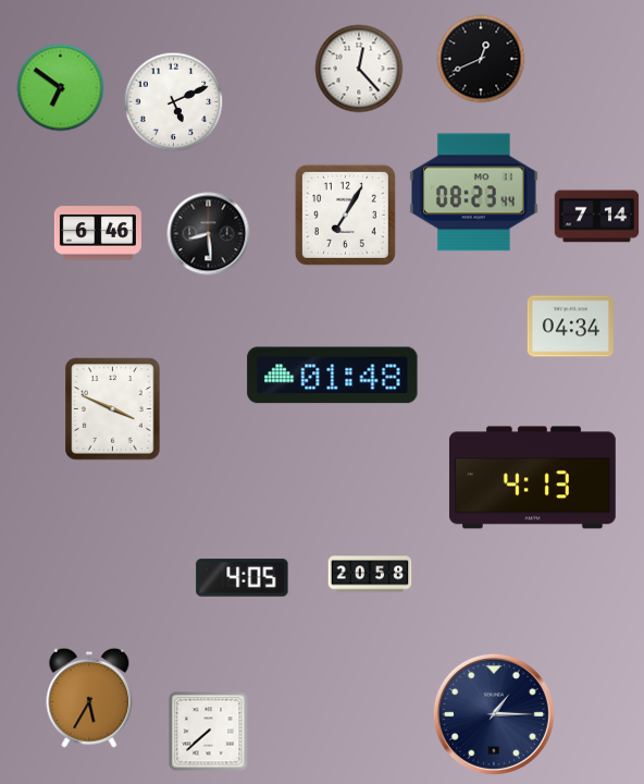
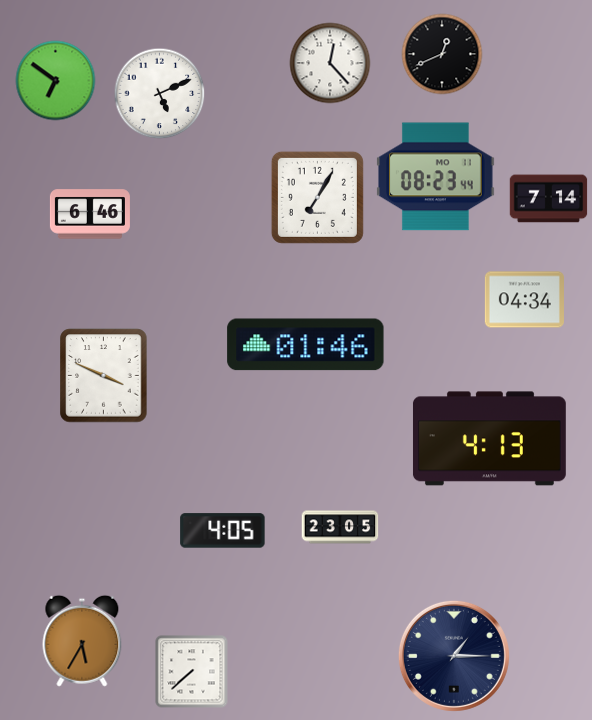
clock at (209, 234): 8:29 -> none
clock at (333, 376): 01:48 -> 01:46
clock at (370, 574): 20:58 -> 23:05
